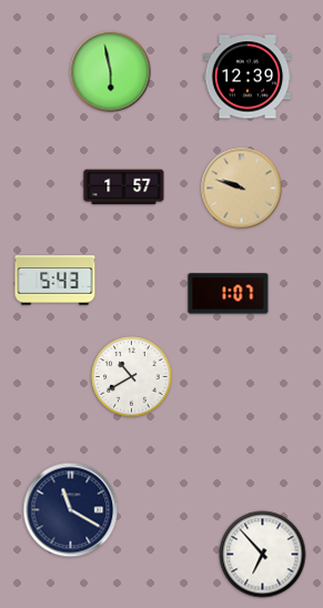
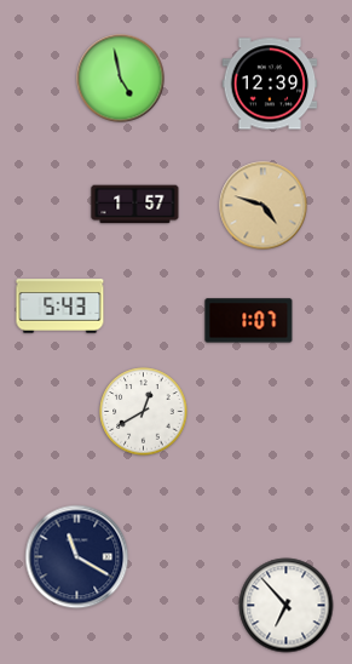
clock at (111, 72): 5:58 -> 4:58
clock at (242, 189): 9:48 -> 4:48
clock at (132, 377): 10:40 -> 12:40
